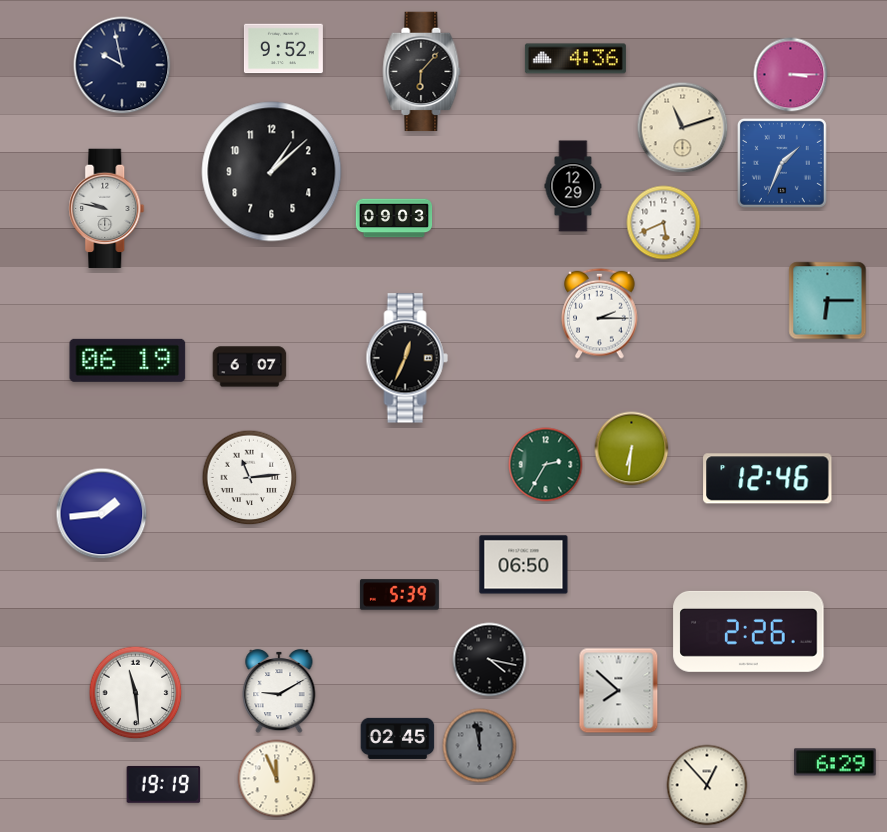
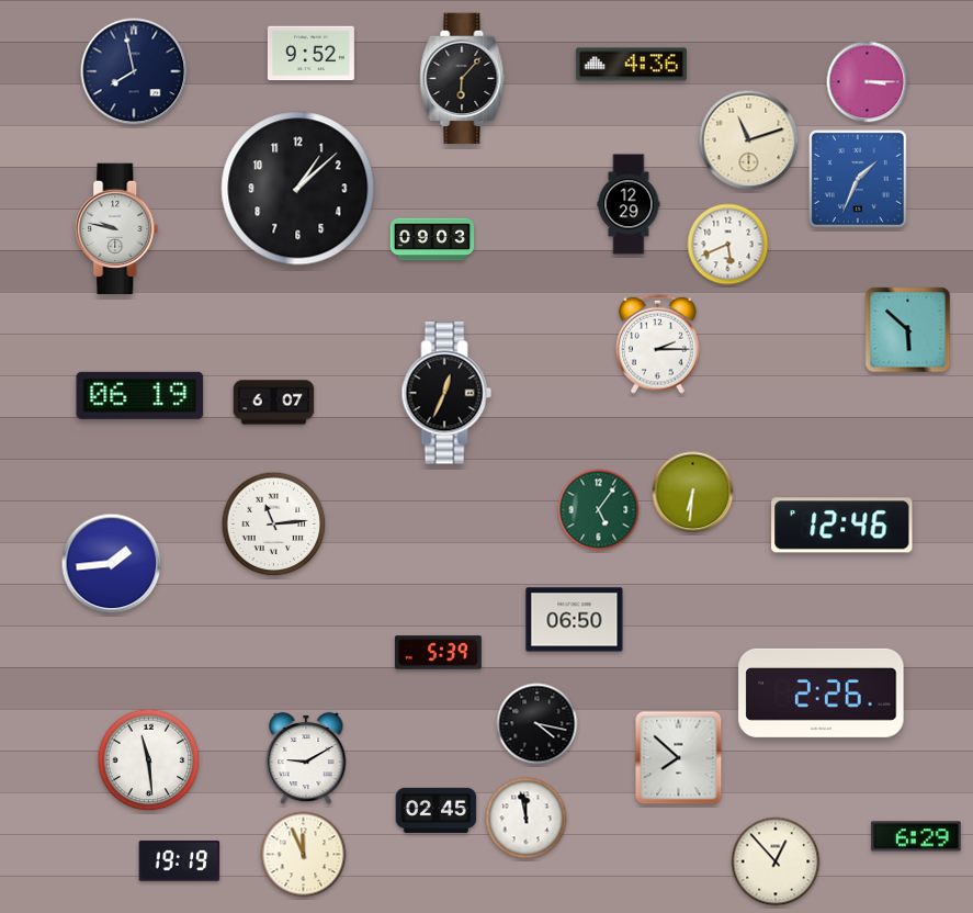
clock at (122, 65): 9:58 -> 7:58
clock at (828, 301): 6:15 -> 5:52
clock at (546, 465): 2:35 -> 5:06
clock at (480, 746) dial: grey -> white
